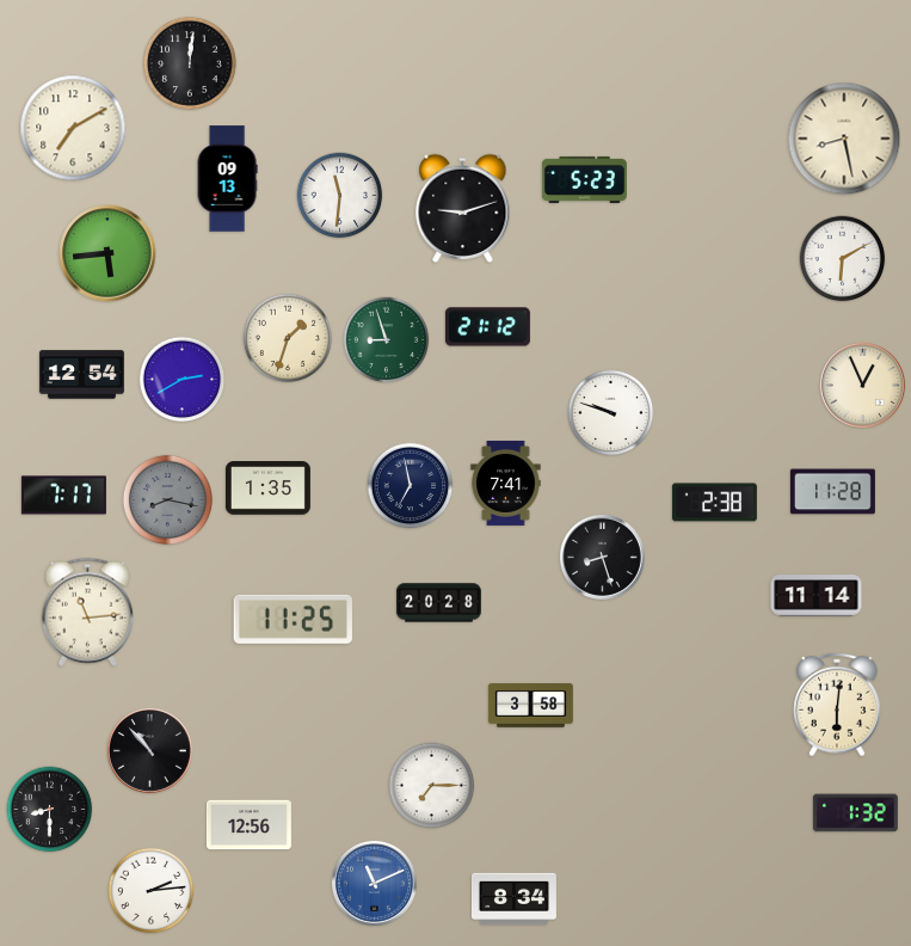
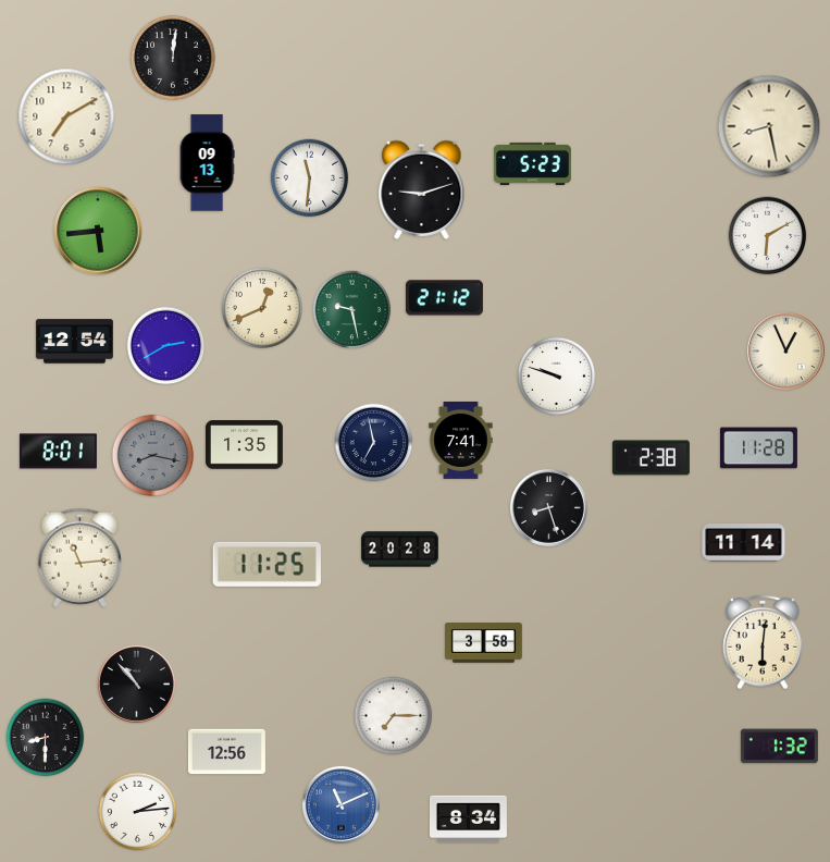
clock at (287, 337): 1:33 -> 12:41
clock at (387, 340): 8:57 -> 9:28
clock at (63, 496): 7:17 -> 8:01
clock at (855, 813) position: (855, 813) -> (779, 747)
